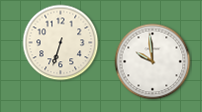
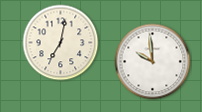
clock at (61, 43): 6:33 -> 7:02
